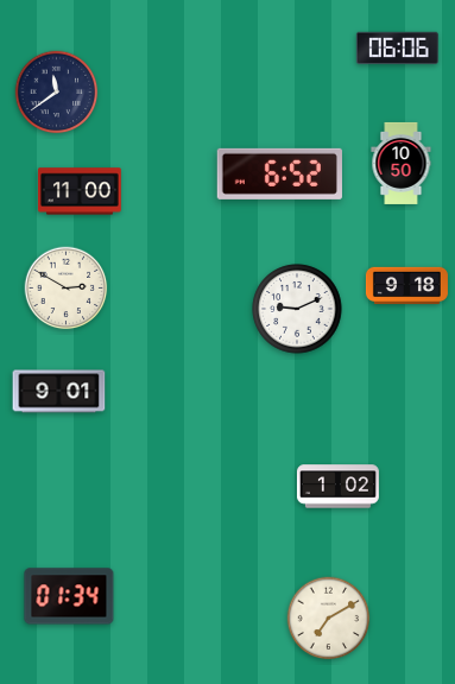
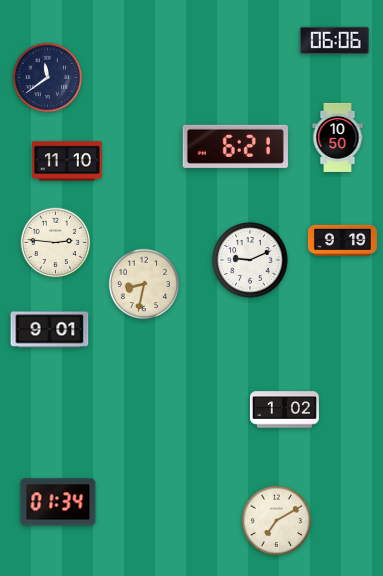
clock at (279, 173): 6:52 -> 6:21
clock at (80, 191): 11:00 -> 11:10
clock at (406, 286): 9:18 -> 9:19
clock at (67, 289): 2:50 -> 2:46
clock at (144, 284): none -> 8:32
